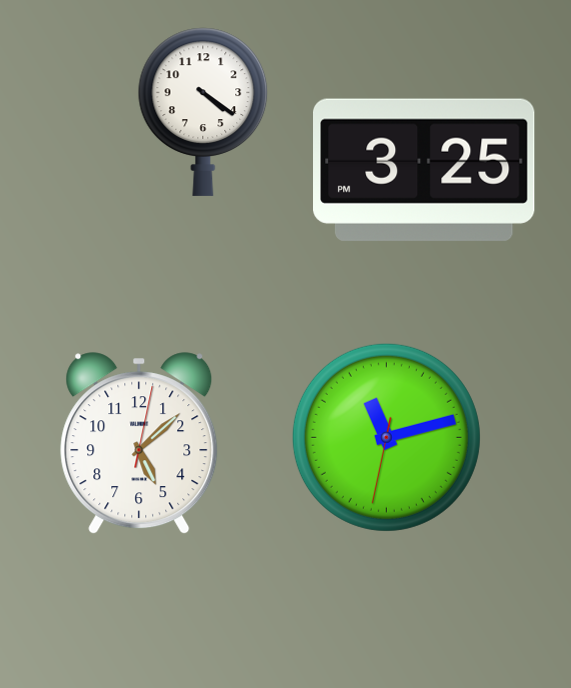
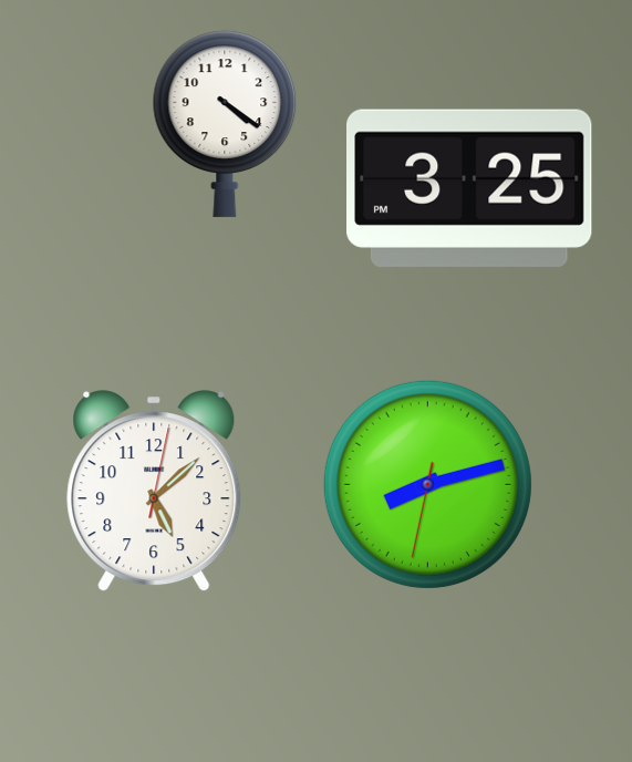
clock at (386, 437): 11:12 -> 8:12
